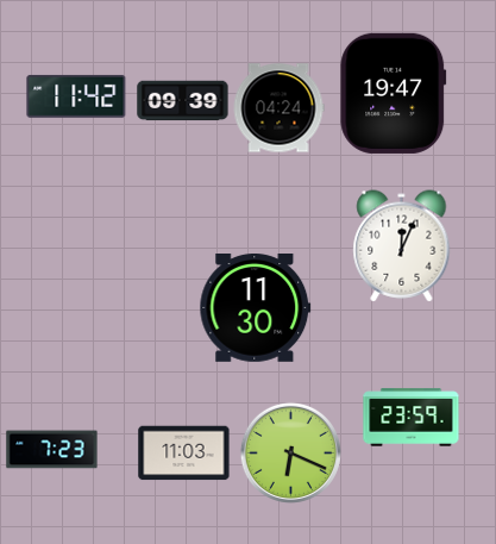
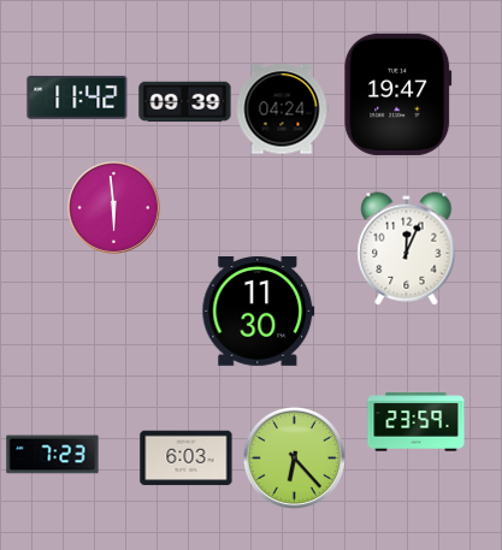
clock at (114, 208): none -> 5:59
clock at (290, 452): 6:19 -> 6:23
clock at (184, 454): 11:03 -> 6:03
